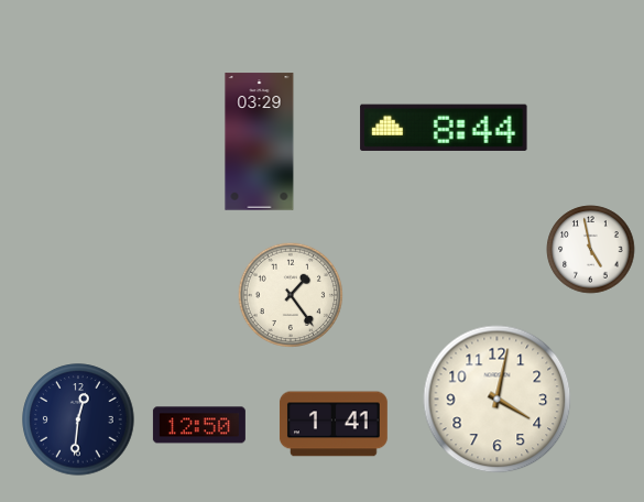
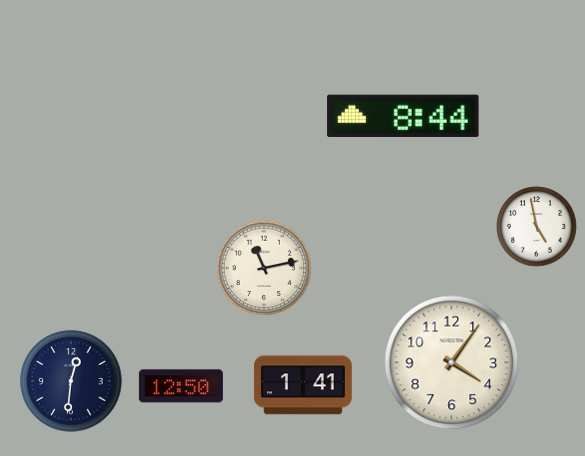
clock at (260, 142): 03:29 -> none
clock at (291, 295): 1:24 -> 11:13
clock at (498, 400): 4:02 -> 4:06
